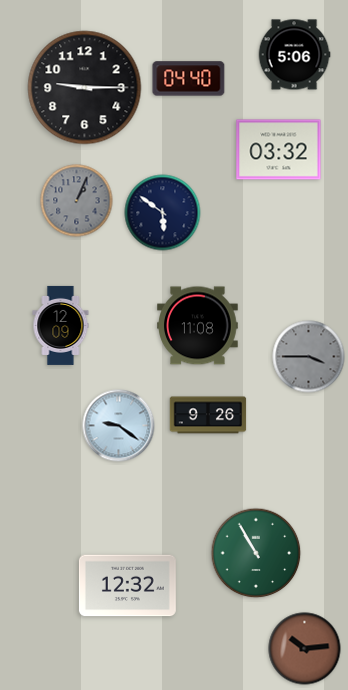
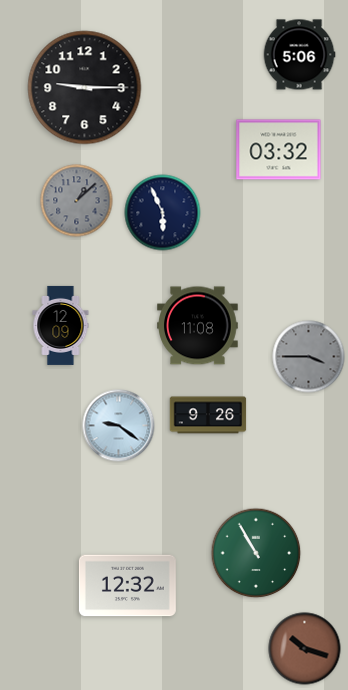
clock at (294, 55) position: (294, 55) -> (299, 55)
clock at (189, 79): 04:40 -> none
clock at (77, 201): 1:04 -> 1:08
clock at (163, 213): 5:51 -> 5:56
clock at (305, 649): 10:14 -> 10:18
